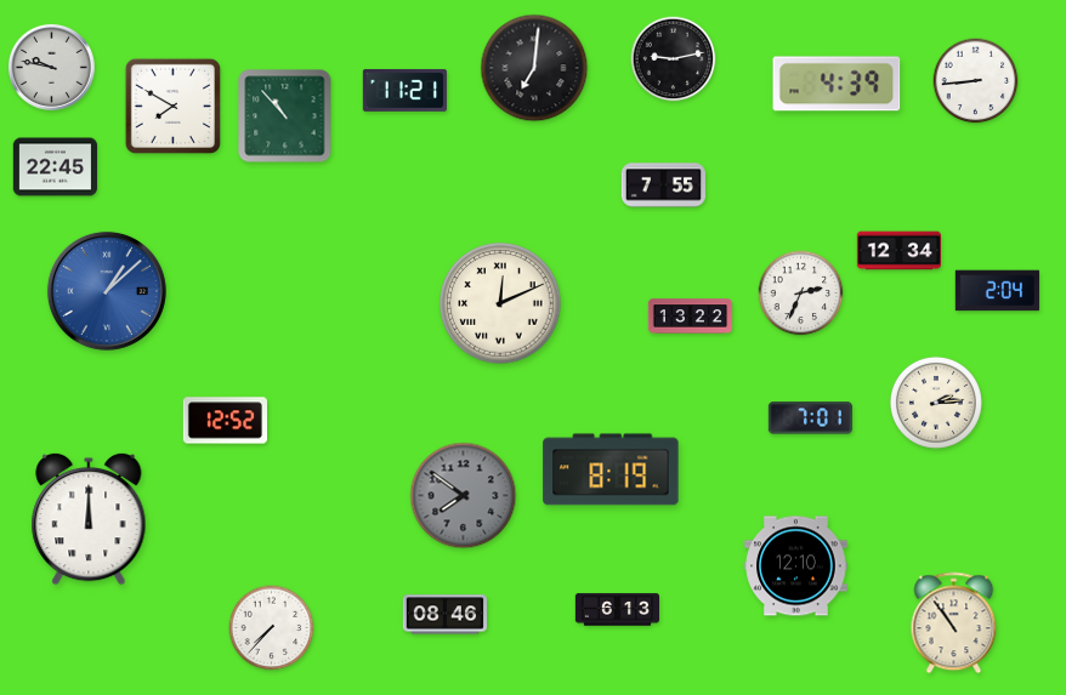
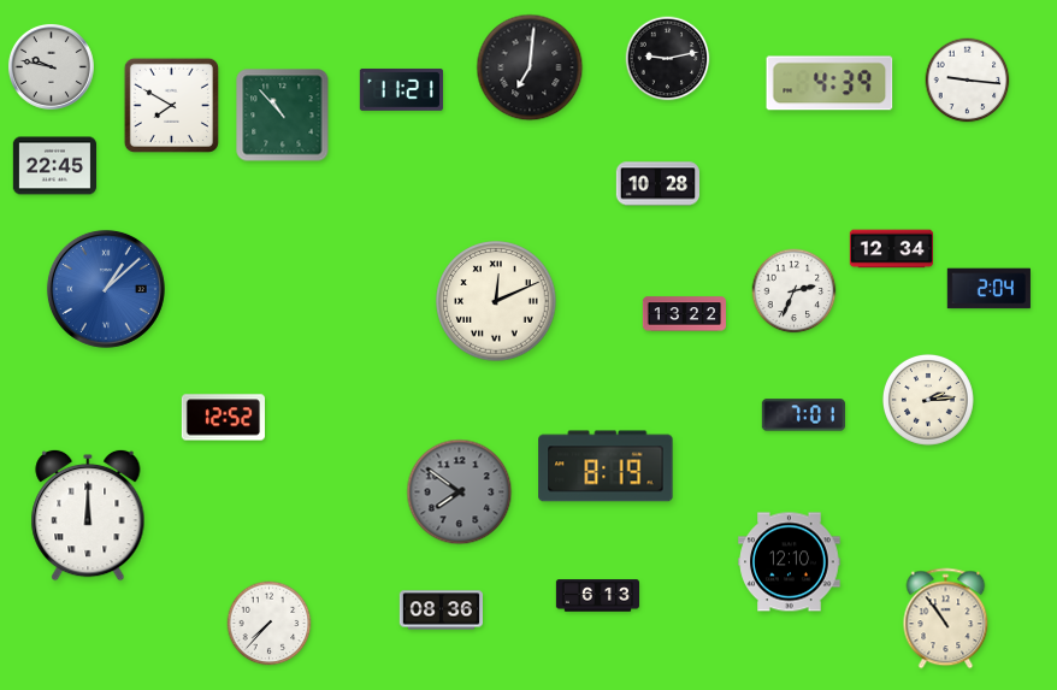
clock at (976, 81): 8:44 -> 9:16
clock at (663, 186): 7:55 -> 10:28
clock at (617, 610) position: (617, 610) -> (597, 596)
clock at (444, 615): 08:46 -> 08:36
